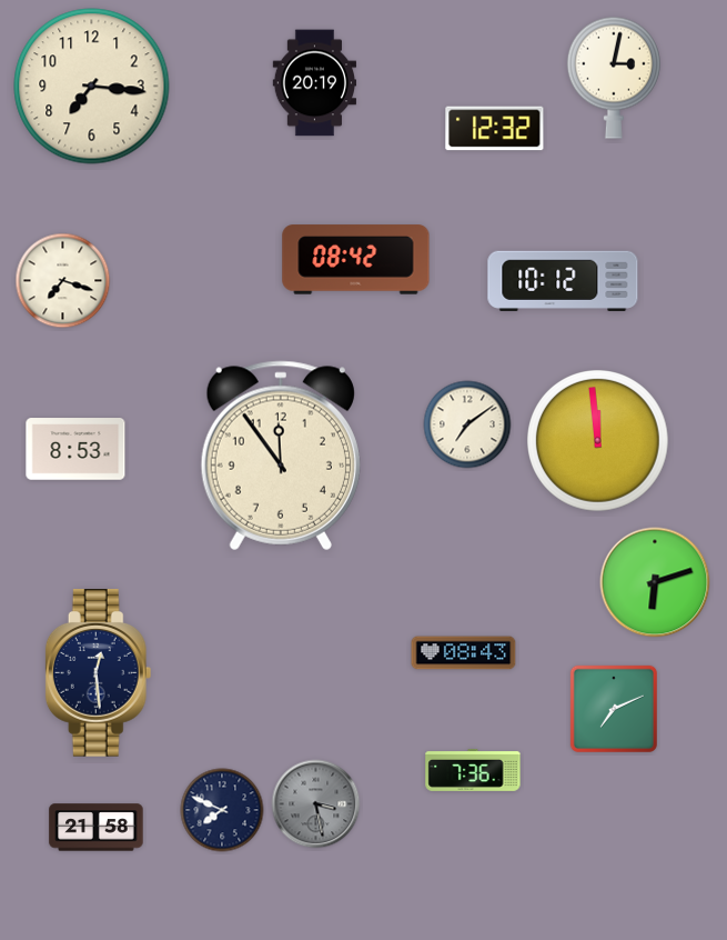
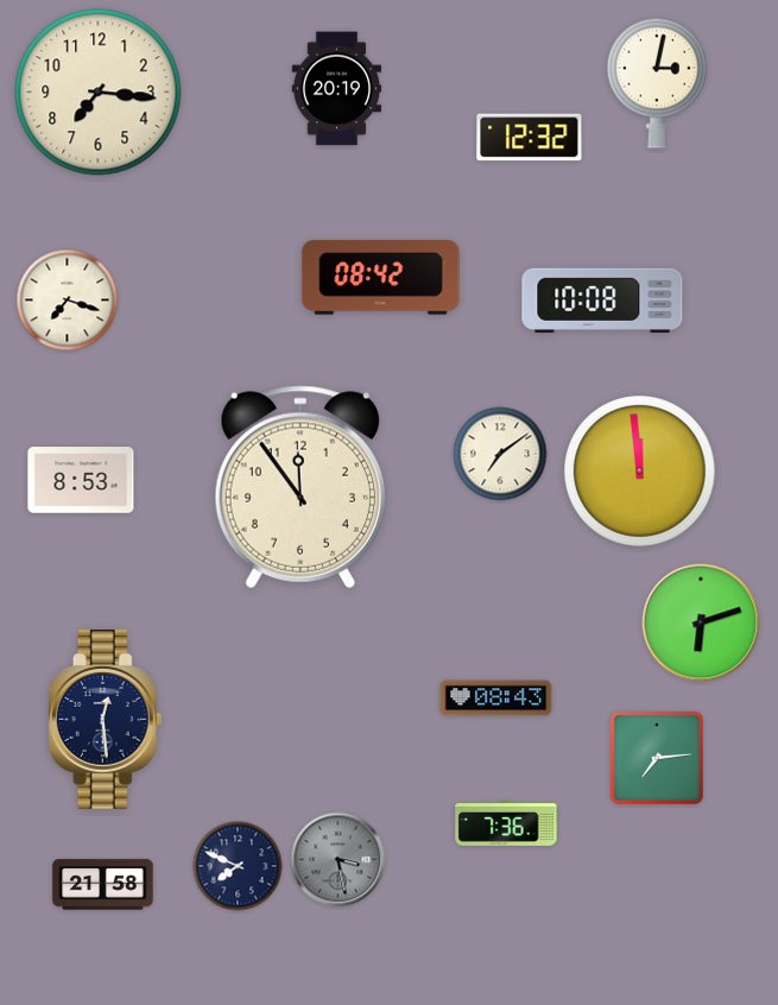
clock at (563, 281): 10:12 -> 10:08
clock at (614, 709): 7:11 -> 7:14
